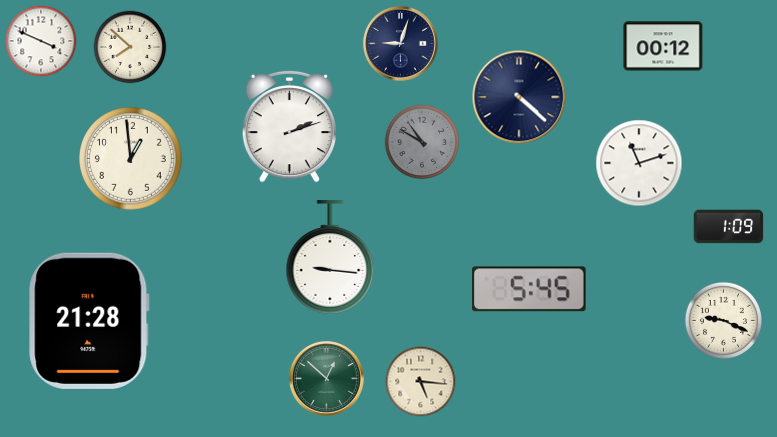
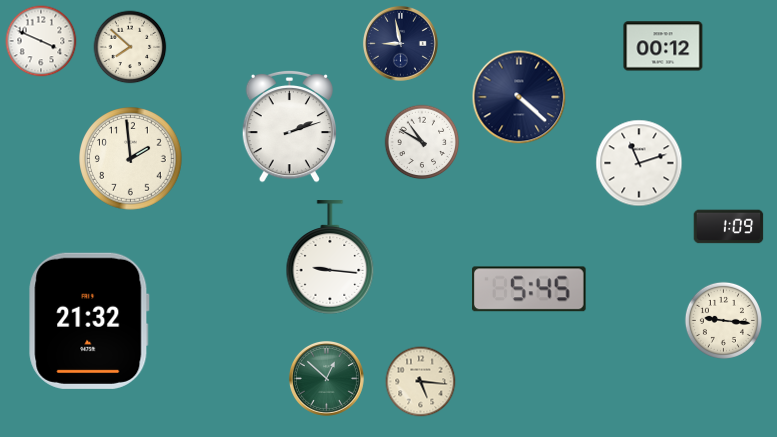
clock at (400, 43): 9:03 -> 8:58
clock at (422, 142) dial: grey -> white
clock at (131, 159): 12:59 -> 1:59
clock at (723, 320): 9:19 -> 9:16
clock at (89, 321): 21:28 -> 21:32
